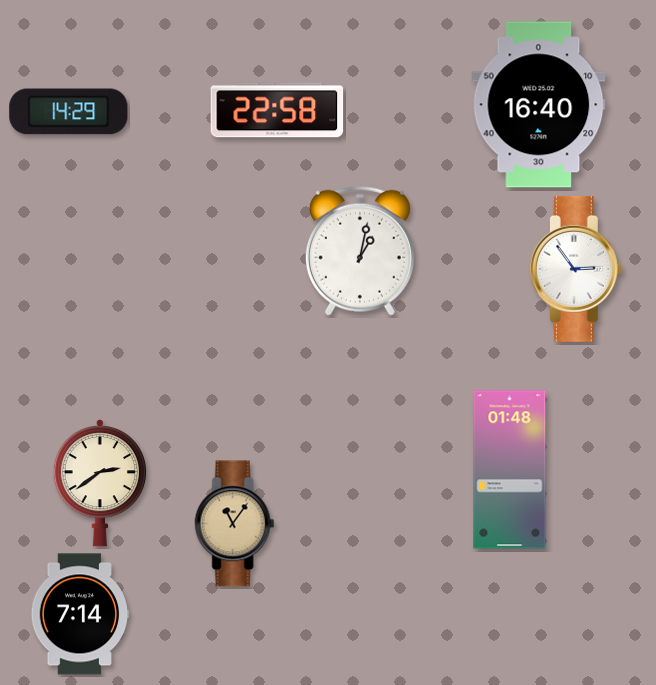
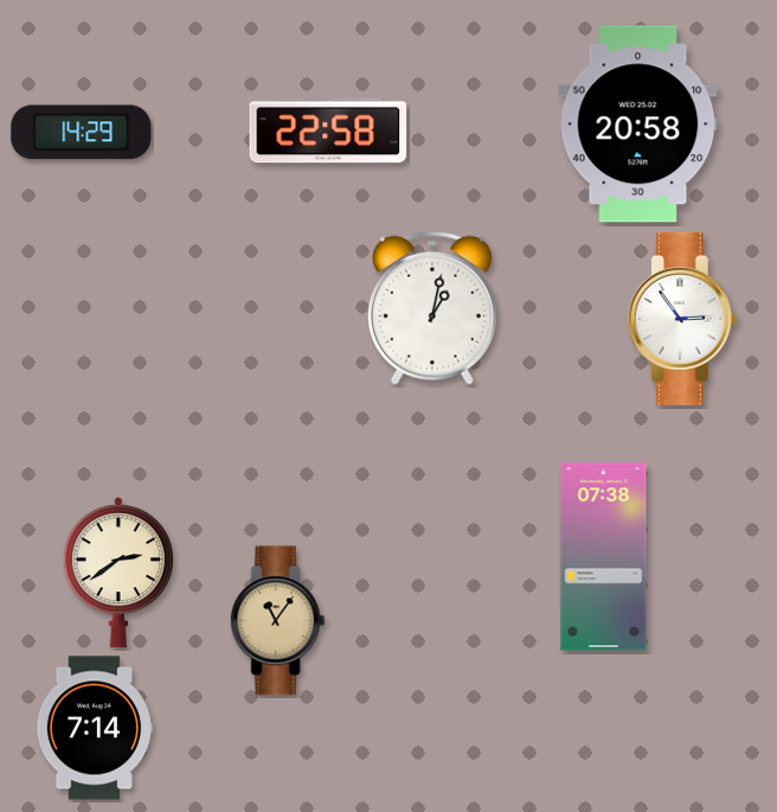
clock at (539, 105): 16:40 -> 20:58
clock at (360, 251) position: (360, 251) -> (432, 308)
clock at (510, 470): 01:48 -> 07:38
